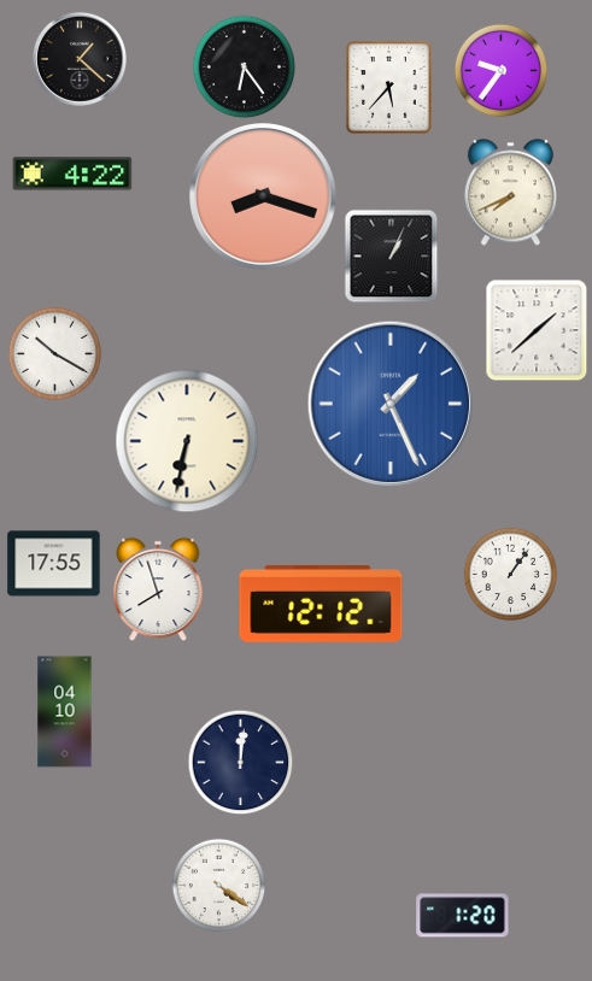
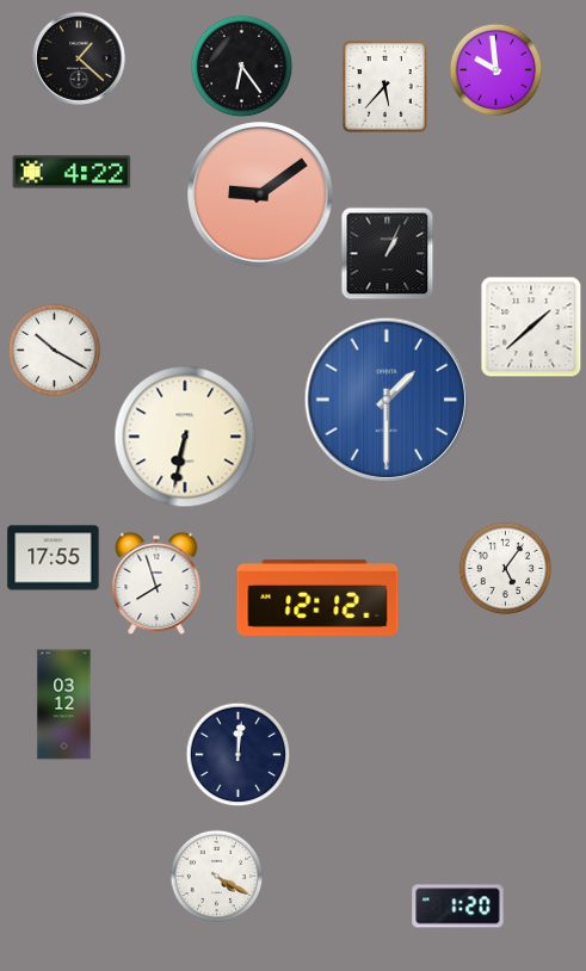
clock at (500, 70): 9:36 -> 9:59
clock at (510, 193): 7:41 -> none
clock at (264, 198): 8:18 -> 9:09
clock at (389, 403): 1:26 -> 1:30
clock at (510, 574): 1:06 -> 5:06
clock at (65, 712): 04:10 -> 03:12
clock at (218, 885): 4:21 -> 4:20
